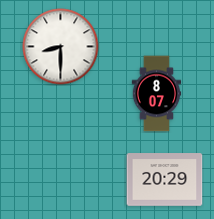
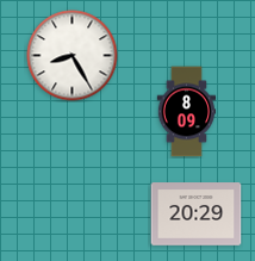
clock at (61, 47): 8:30 -> 8:25
clock at (157, 94): 8:07 -> 8:09
